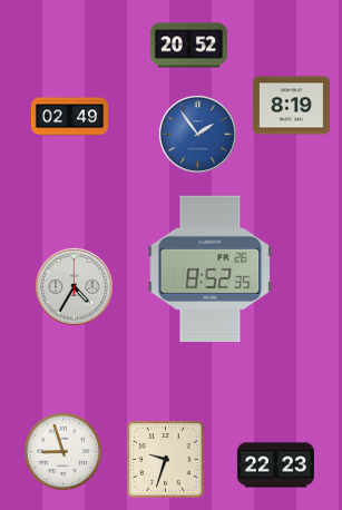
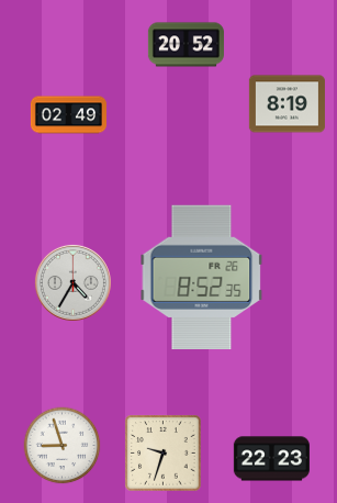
clock at (197, 134): 1:54 -> none
clock at (211, 268) position: (211, 268) -> (202, 277)
